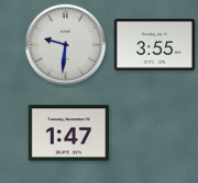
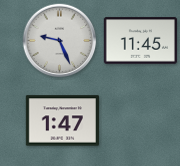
clock at (66, 45): 9:31 -> 9:26
clock at (154, 45): 3:55 -> 11:45
